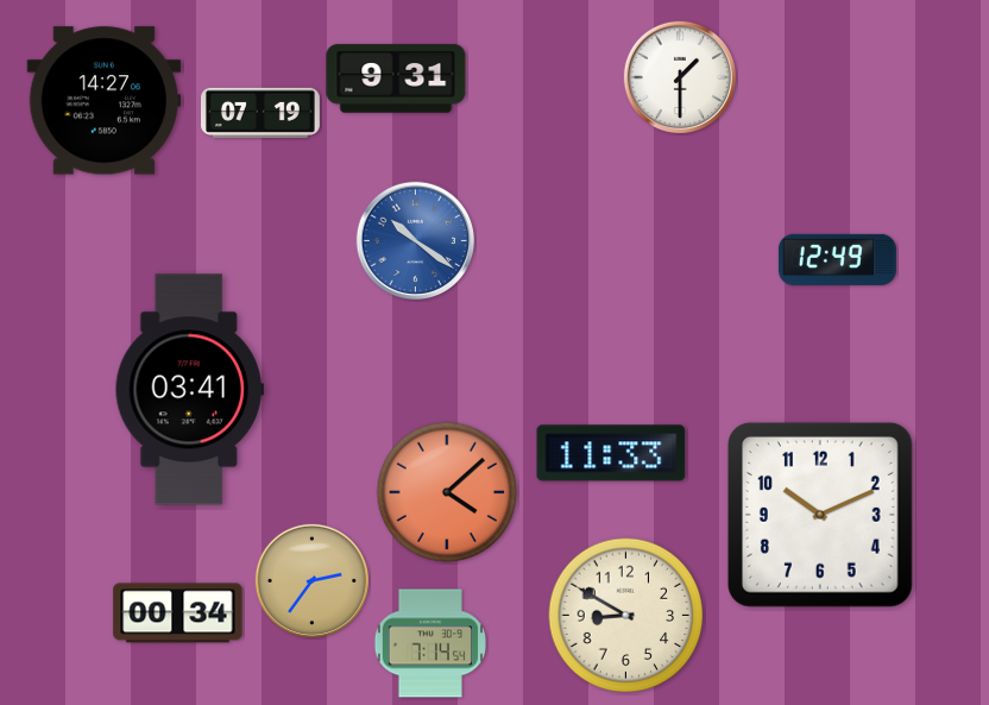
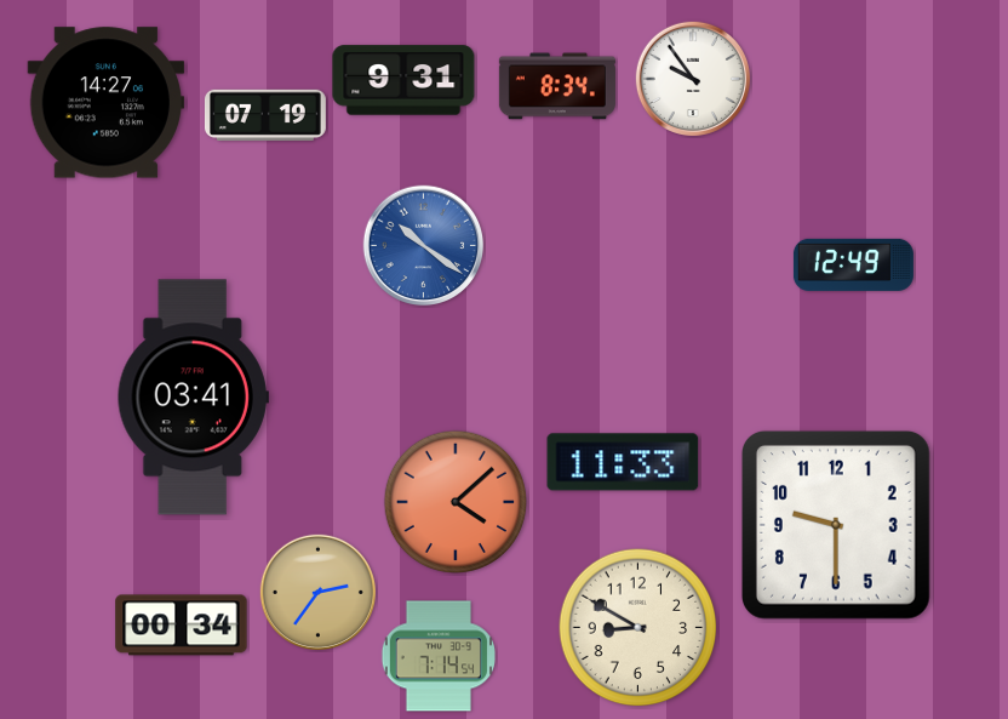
clock at (680, 77): 1:30 -> 9:54
clock at (557, 86): none -> 8:34
clock at (820, 515): 10:11 -> 9:30
